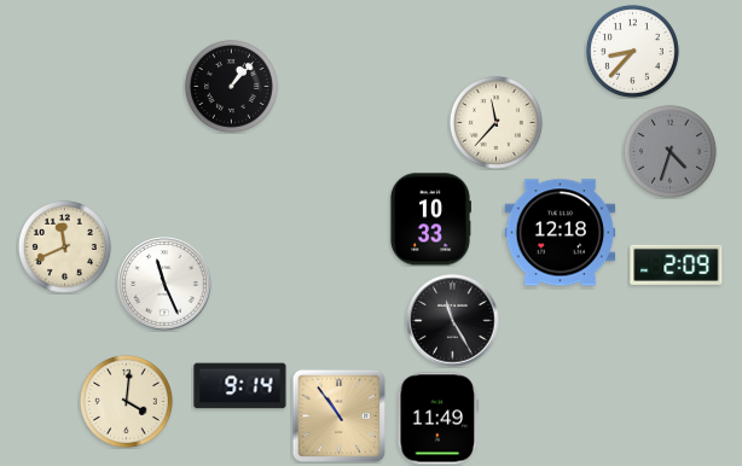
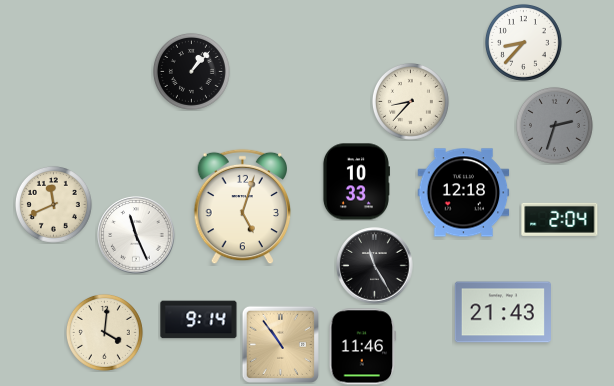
clock at (495, 122): 11:37 -> 8:37
clock at (669, 151): 4:33 -> 2:33
clock at (243, 207): none -> 5:03
clock at (677, 264): 2:09 -> 2:04
clock at (503, 312): none -> 21:43
clock at (439, 419): 11:49 -> 11:46
